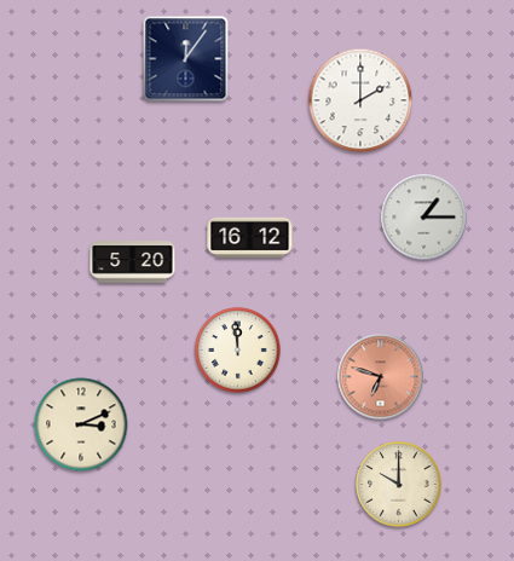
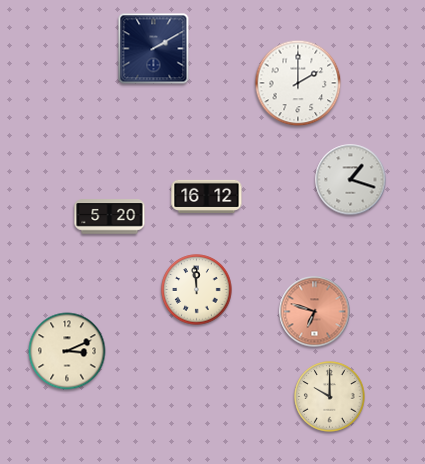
clock at (186, 59): 12:06 -> 2:10
clock at (425, 218): 1:15 -> 1:18
clock at (399, 485) position: (399, 485) -> (330, 397)
